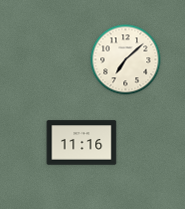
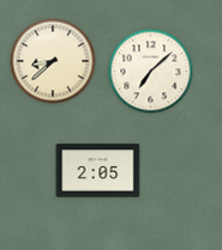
clock at (53, 61): none -> 8:38
clock at (82, 143): 11:16 -> 2:05
